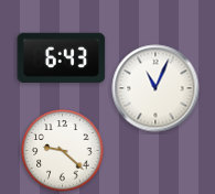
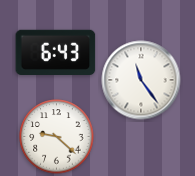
clock at (155, 88): 11:04 -> 11:24
